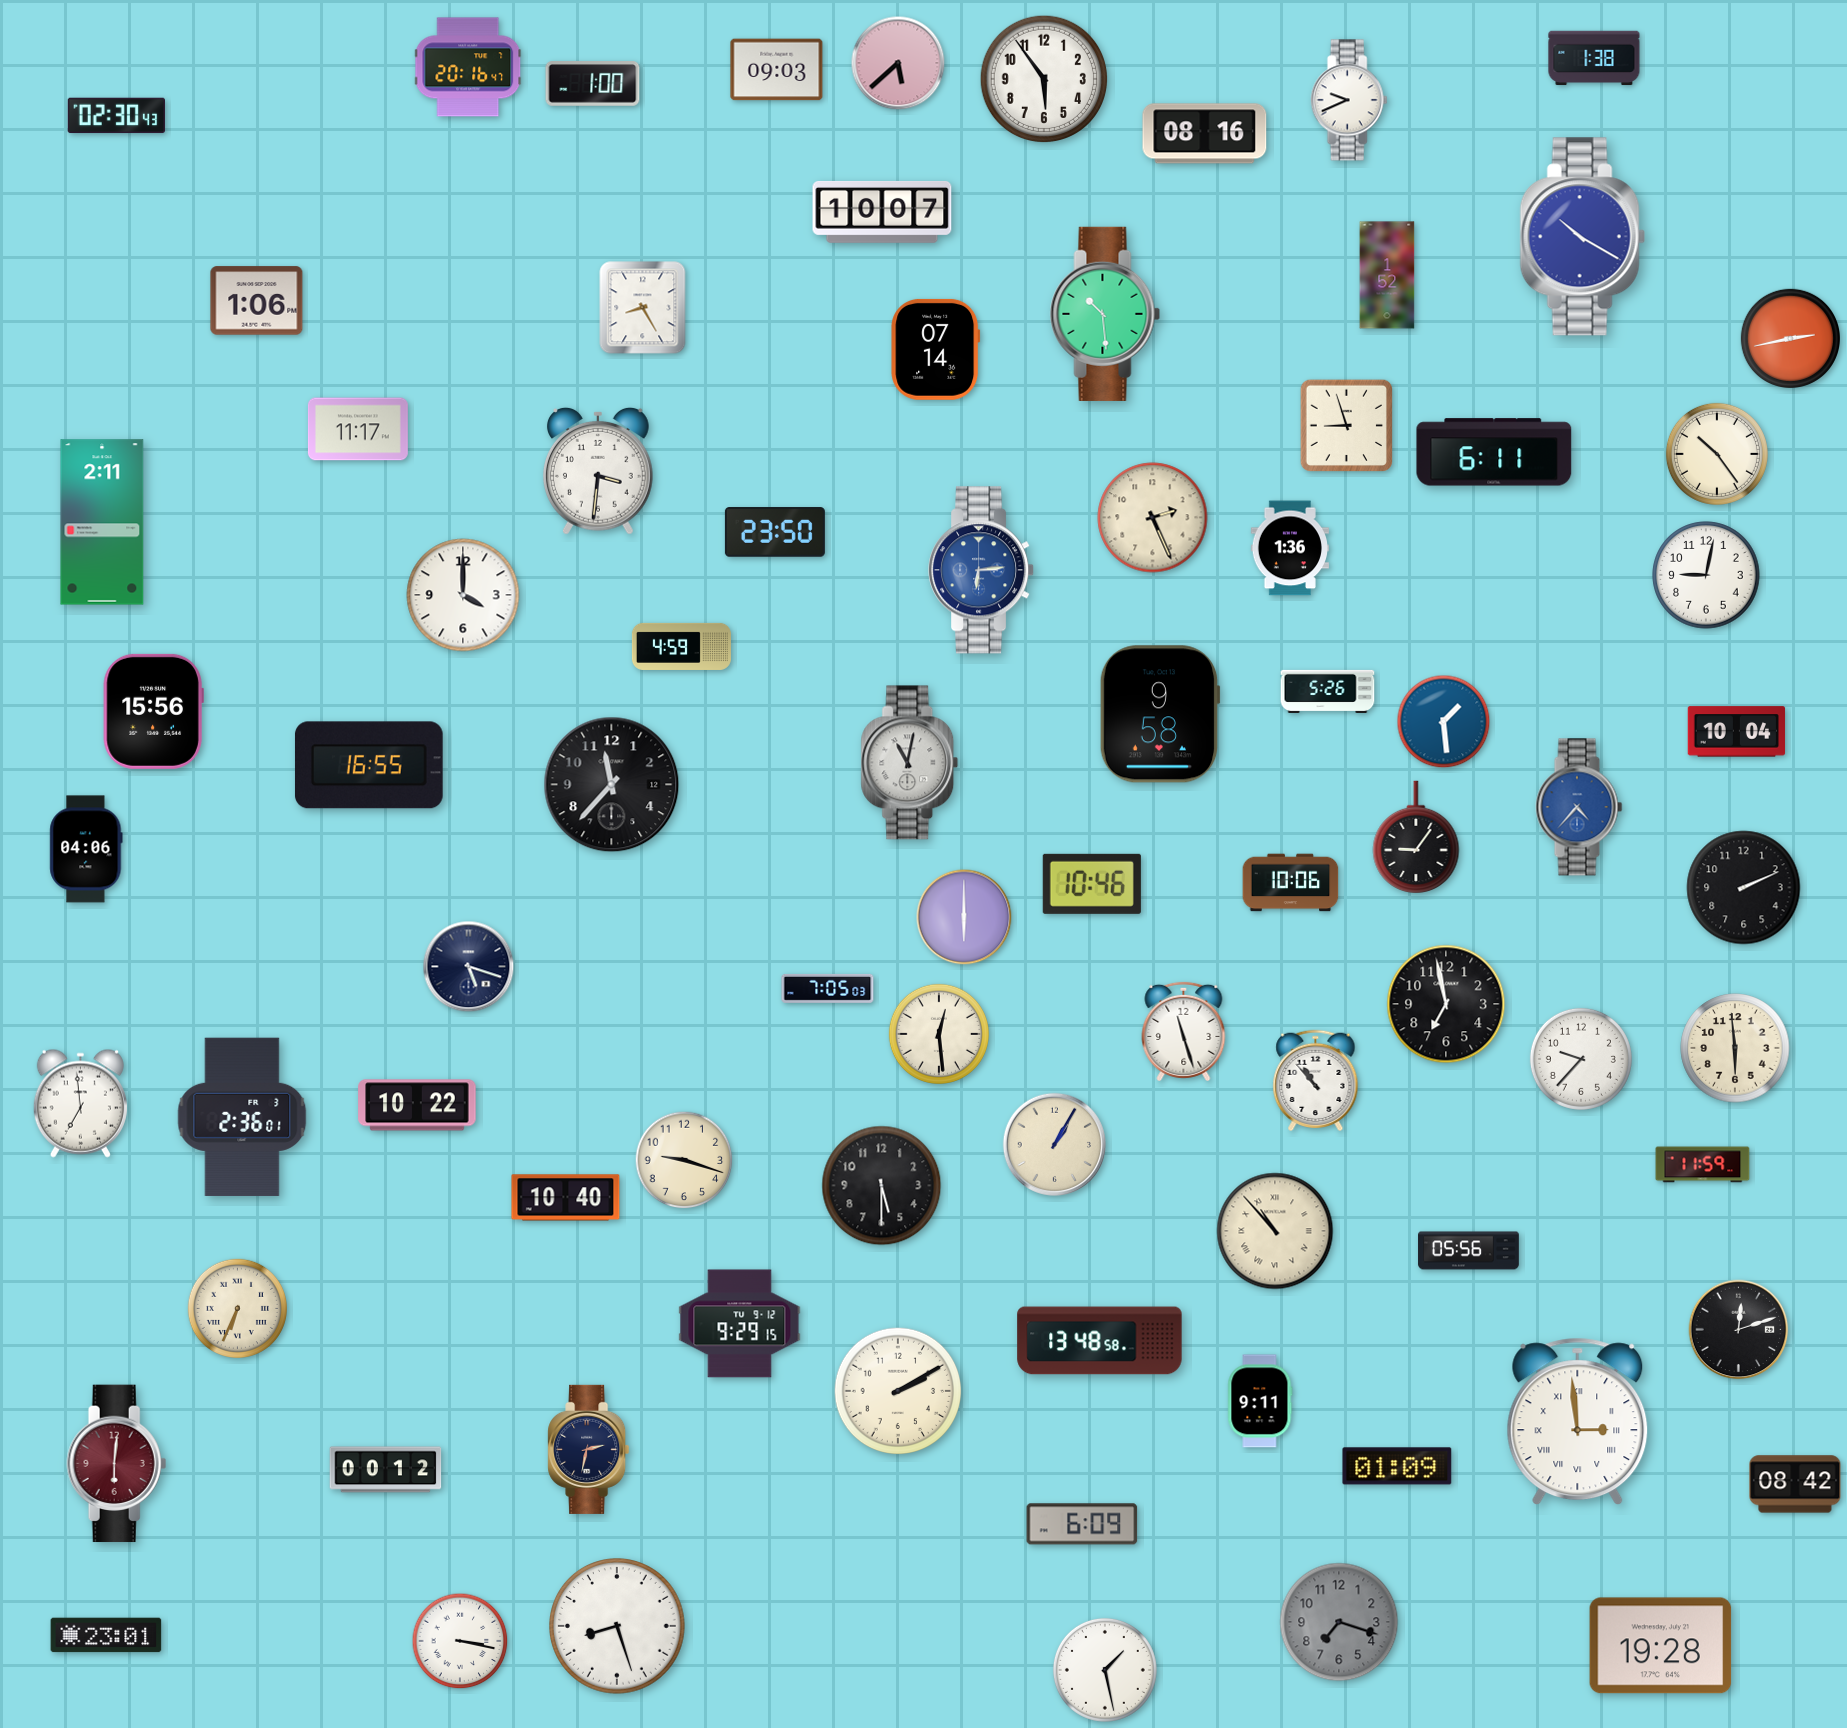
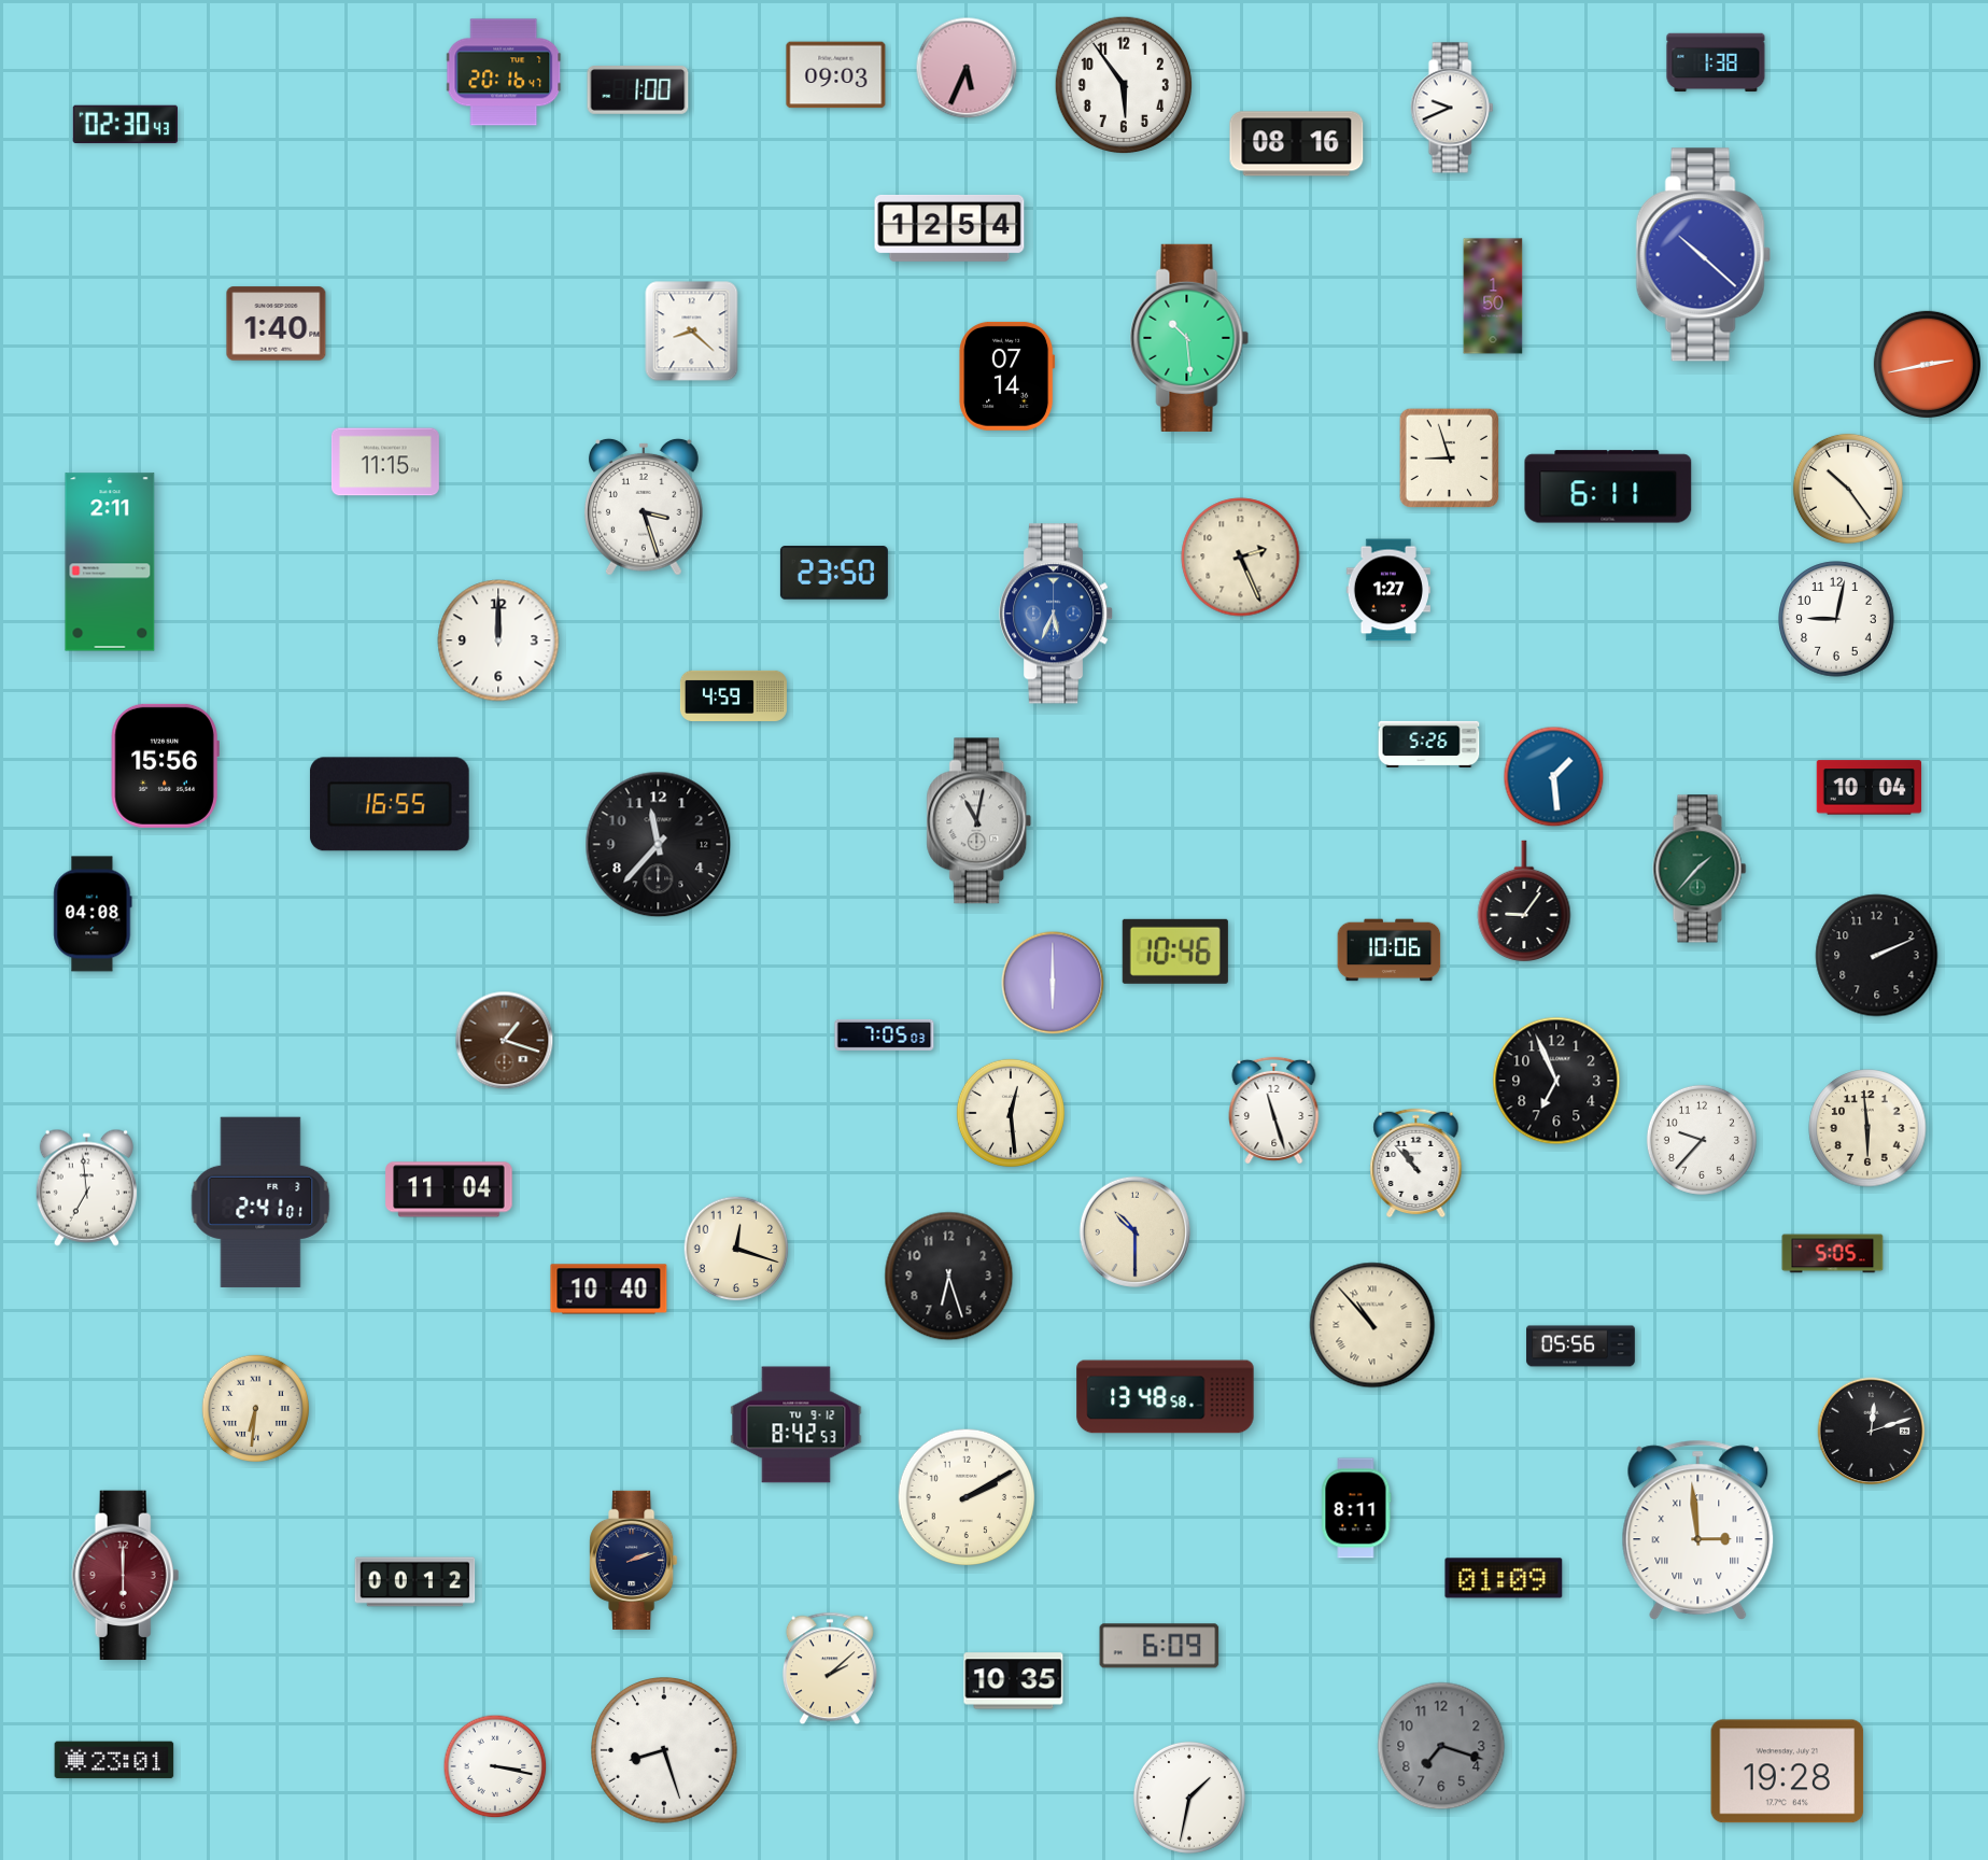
clock at (898, 63): 5:38 -> 5:34
clock at (882, 212): 10:07 -> 12:54
clock at (1582, 237): 10:20 -> 10:22
clock at (1387, 275): 1:52 -> 1:50
clock at (257, 301): 1:06 -> 1:40
clock at (643, 308): 8:25 -> 8:22
clock at (358, 429): 11:17 -> 11:15
clock at (598, 471): 3:31 -> 3:27
clock at (1289, 548): 1:36 -> 1:27
clock at (982, 570): 6:14 -> 5:34
clock at (463, 595): 4:00 -> 12:00
clock at (1160, 714): 9:58 -> none
clock at (369, 765) position: (369, 765) -> (390, 804)
clock at (1579, 807): 4:37 -> 1:37
clock at (1579, 807) dial: blue -> green
clock at (86, 849): 04:06 -> 04:08
clock at (964, 917) position: (964, 917) -> (1053, 983)
clock at (469, 967): 5:18 -> 1:18
clock at (469, 967) dial: navy -> brown
clock at (828, 988) position: (828, 988) -> (885, 1034)
clock at (1446, 1004): 6:58 -> 6:56
clock at (417, 1105): 10:22 -> 11:04
clock at (242, 1117): 2:36 -> 2:41
clock at (1054, 1144): 1:05 -> 10:30
clock at (684, 1160): 9:18 -> 12:18
clock at (1703, 1165): 11:59 -> 5:05
clock at (882, 1186): 5:30 -> 6:27
clock at (237, 1308): 6:34 -> 6:31
clock at (740, 1324): 9:29 -> 8:42
clock at (1100, 1341) position: (1100, 1341) -> (1166, 1397)
clock at (1260, 1401): 9:11 -> 8:11
clock at (589, 1449): 2:32 -> 2:12
clock at (117, 1464): 6:01 -> 6:00
clock at (1795, 1484): 08:42 -> none
clock at (1082, 1524) position: (1082, 1524) -> (1159, 1646)
clock at (830, 1668): none -> 2:08
clock at (1014, 1681): none -> 10:35
clock at (1105, 1670): 1:28 -> 1:32
